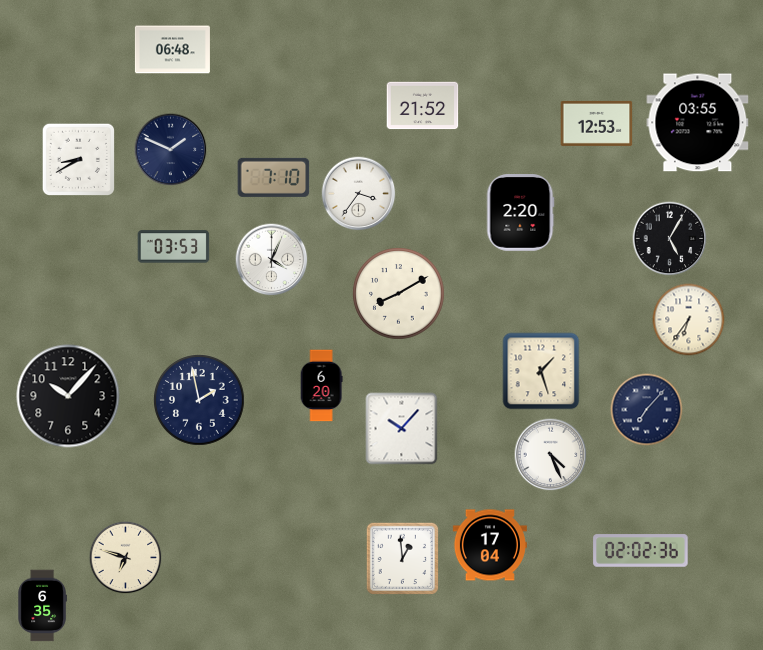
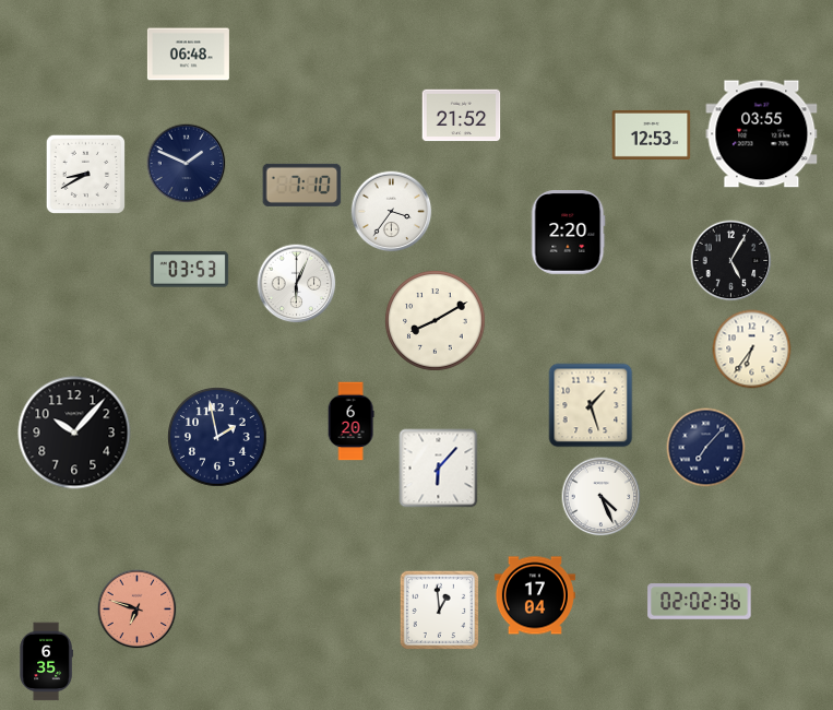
clock at (274, 177) position: (274, 177) -> (302, 185)
clock at (272, 260): 4:04 -> 6:04
clock at (402, 429): 10:07 -> 6:07
clock at (126, 558) dial: cream -> salmon
